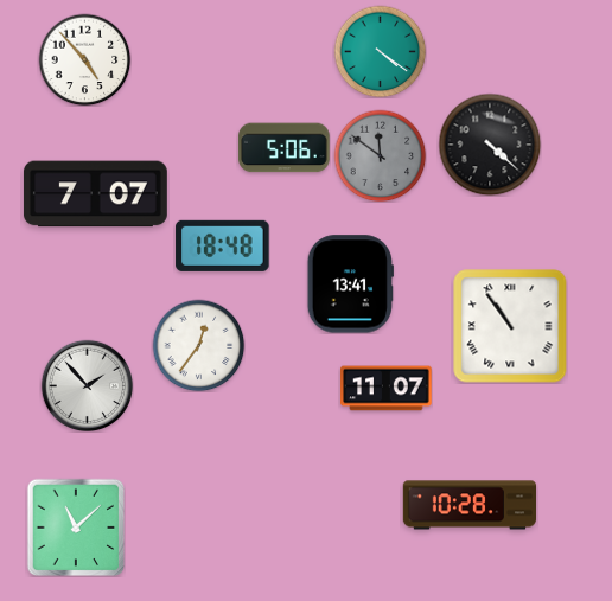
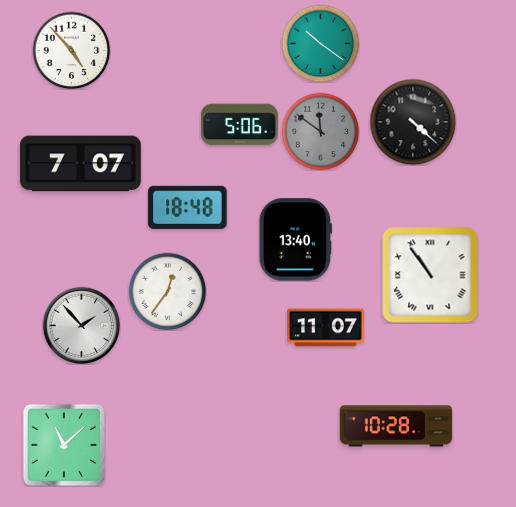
clock at (380, 51): 4:21 -> 10:21
clock at (350, 284): 13:41 -> 13:40
clock at (87, 385) position: (87, 385) -> (81, 325)
